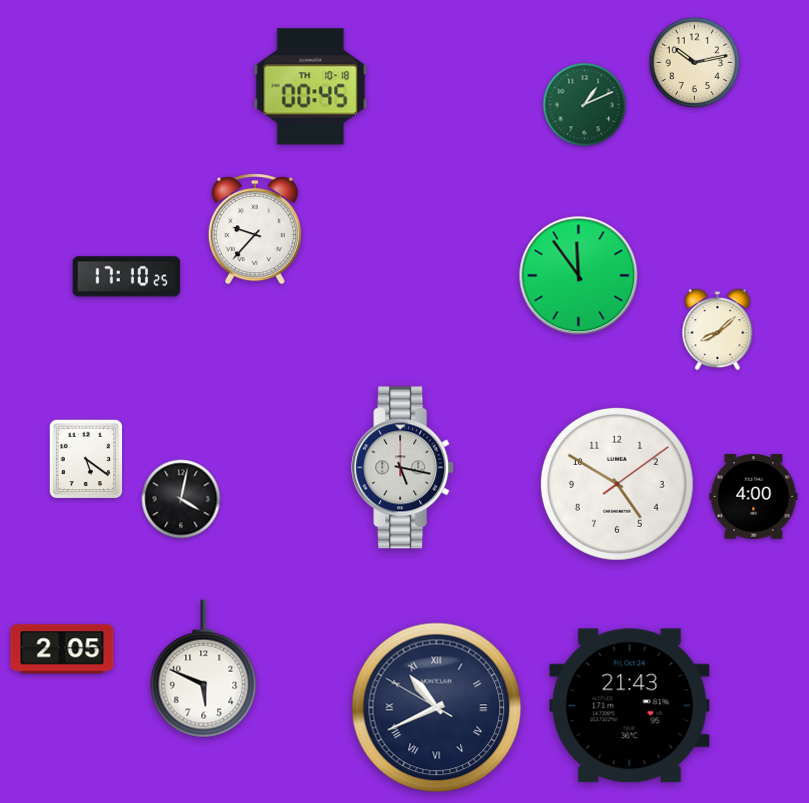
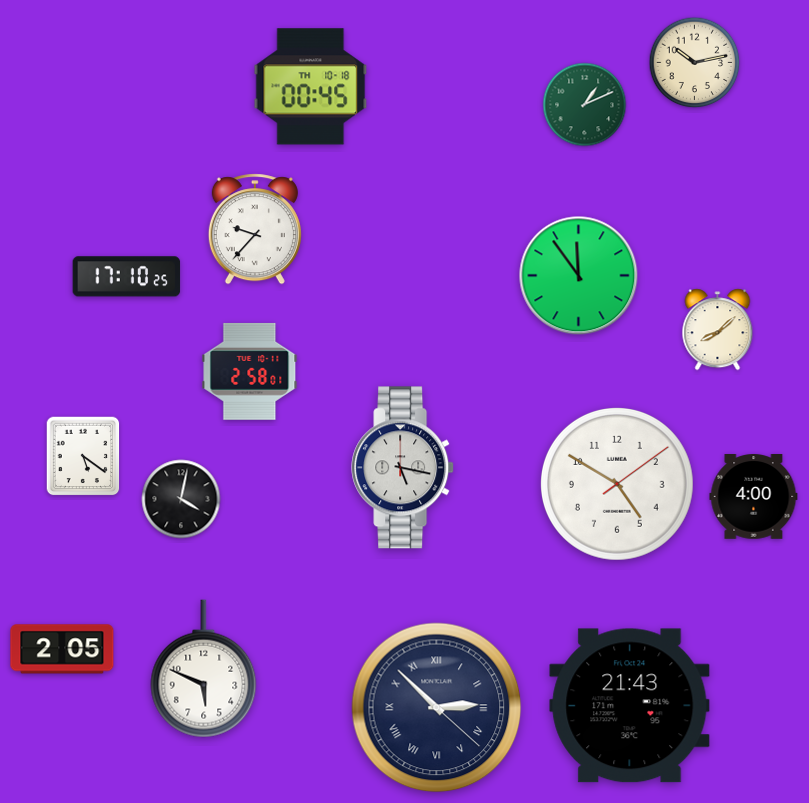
clock at (250, 371): none -> 2:58
clock at (86, 459) position: (86, 459) -> (83, 456)
clock at (437, 708): 10:40 -> 2:52
